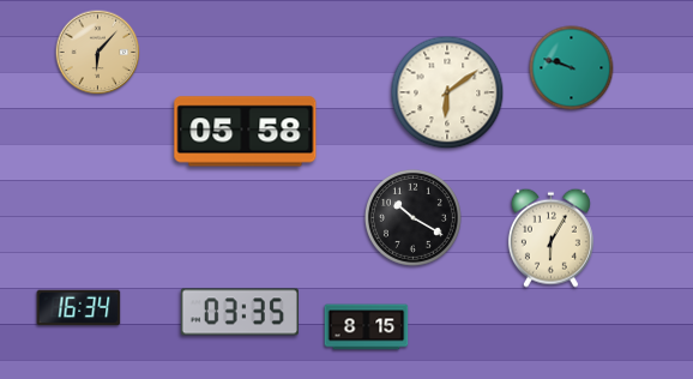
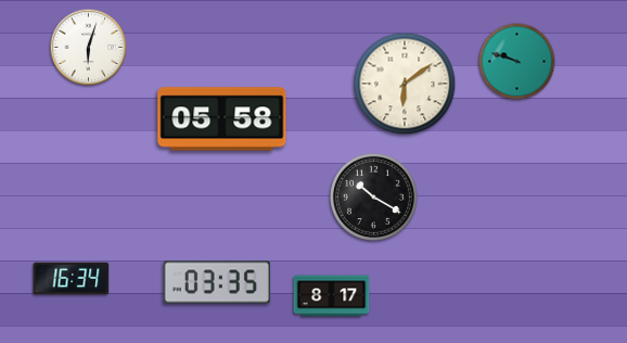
clock at (98, 53): 6:07 -> 6:03
clock at (98, 53) dial: champagne -> white
clock at (550, 237): 6:05 -> none
clock at (367, 327): 8:15 -> 8:17
